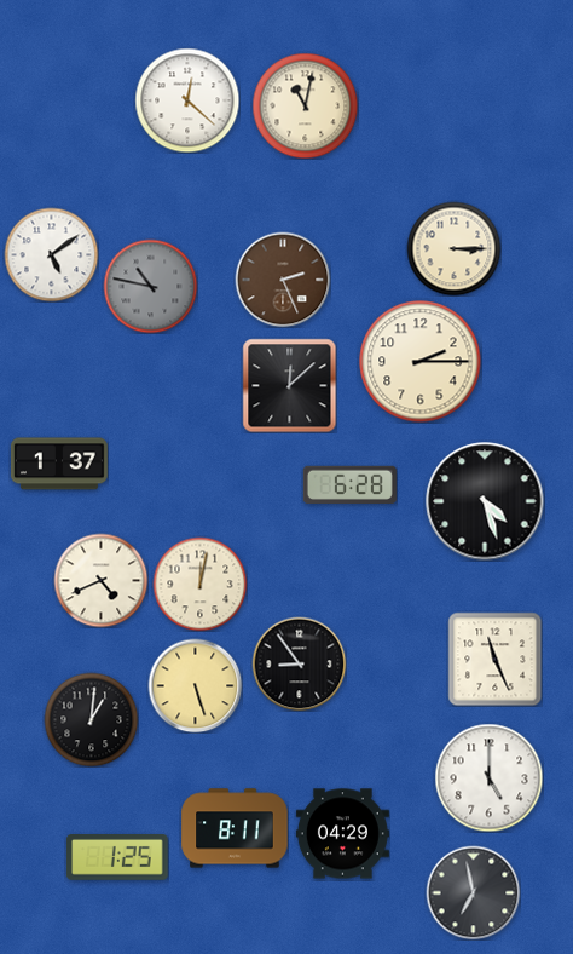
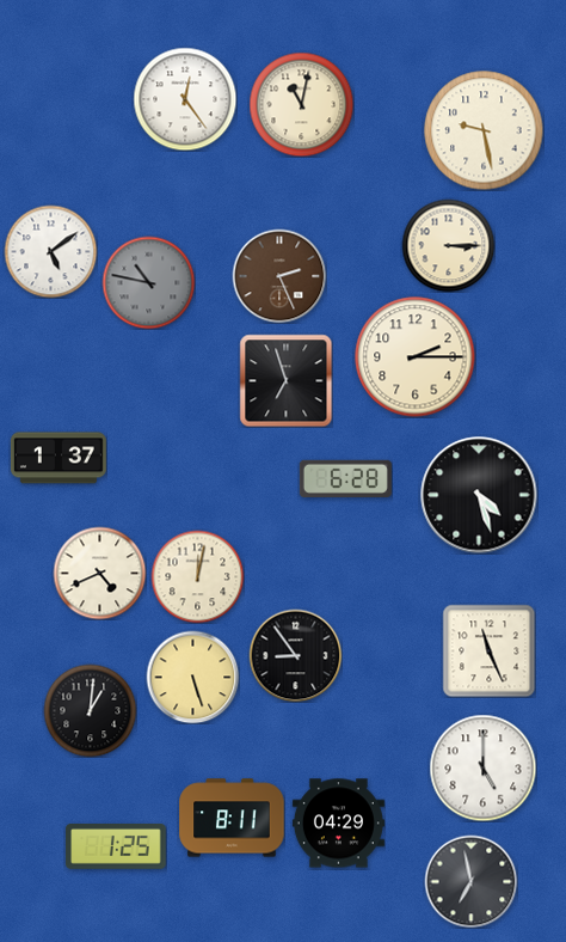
clock at (187, 100): 12:22 -> 12:24
clock at (484, 130): none -> 9:28
clock at (289, 385): 12:08 -> 6:57
clock at (473, 892) position: (473, 892) -> (470, 881)
